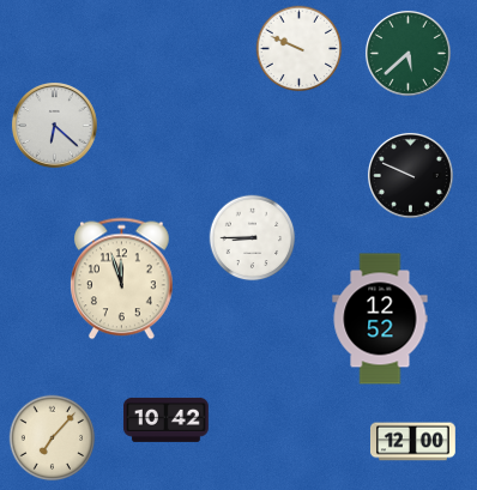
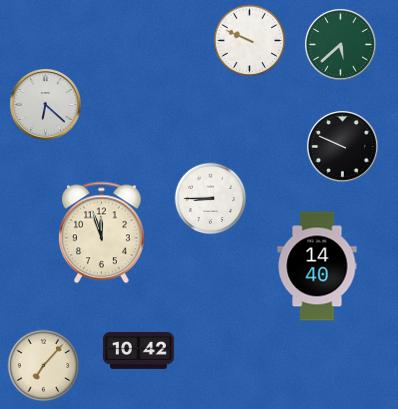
clock at (380, 319): 12:52 -> 14:40
clock at (412, 442): 12:00 -> none
